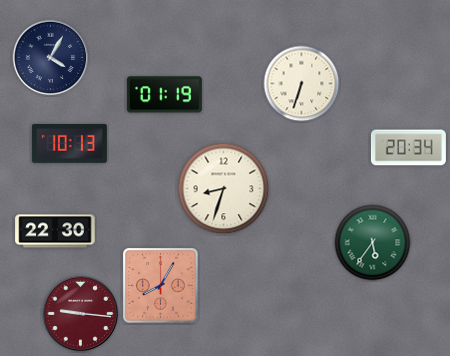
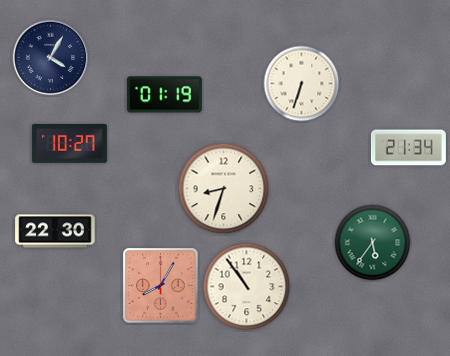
clock at (69, 143): 10:13 -> 10:27
clock at (408, 148): 20:34 -> 21:34
clock at (247, 287): none -> 10:54
clock at (81, 314): 9:16 -> none
